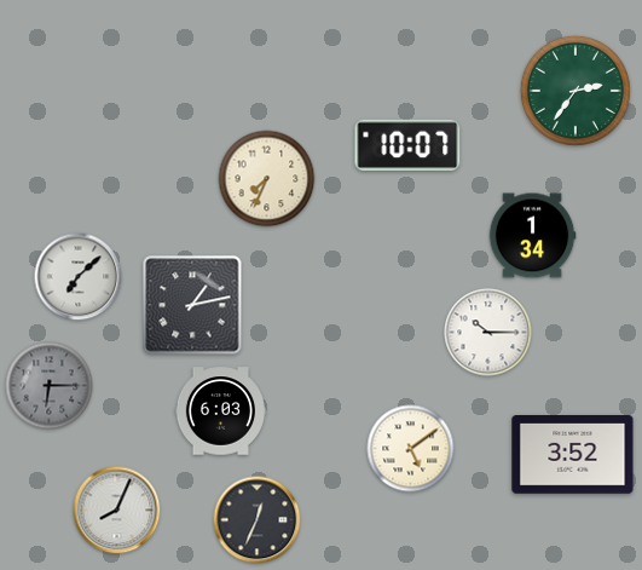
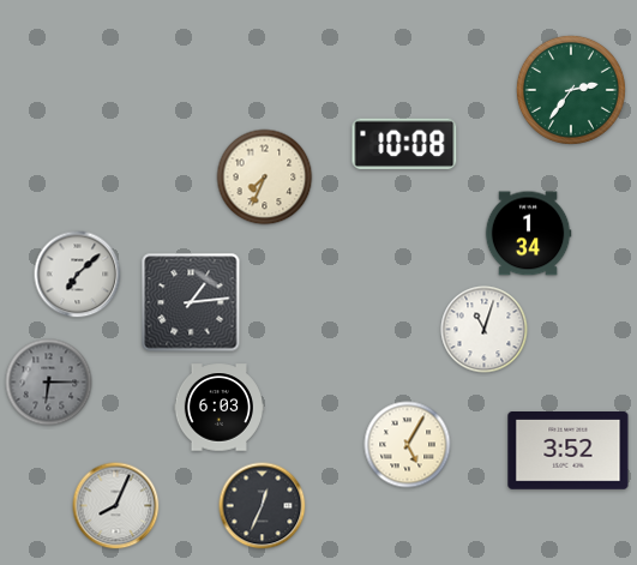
clock at (407, 144): 10:07 -> 10:08
clock at (192, 305): 1:13 -> 1:14
clock at (488, 333): 10:15 -> 11:03
clock at (411, 449): 5:09 -> 5:05
clock at (258, 520) position: (258, 520) -> (263, 506)
